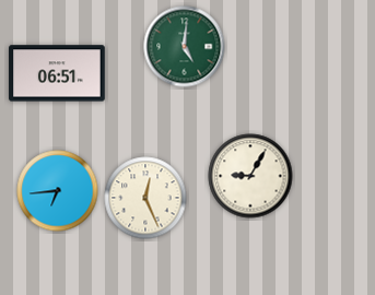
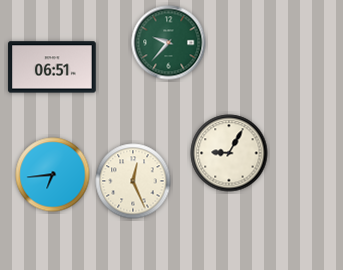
clock at (185, 47): 5:01 -> 9:37
clock at (250, 176) position: (250, 176) -> (229, 153)
